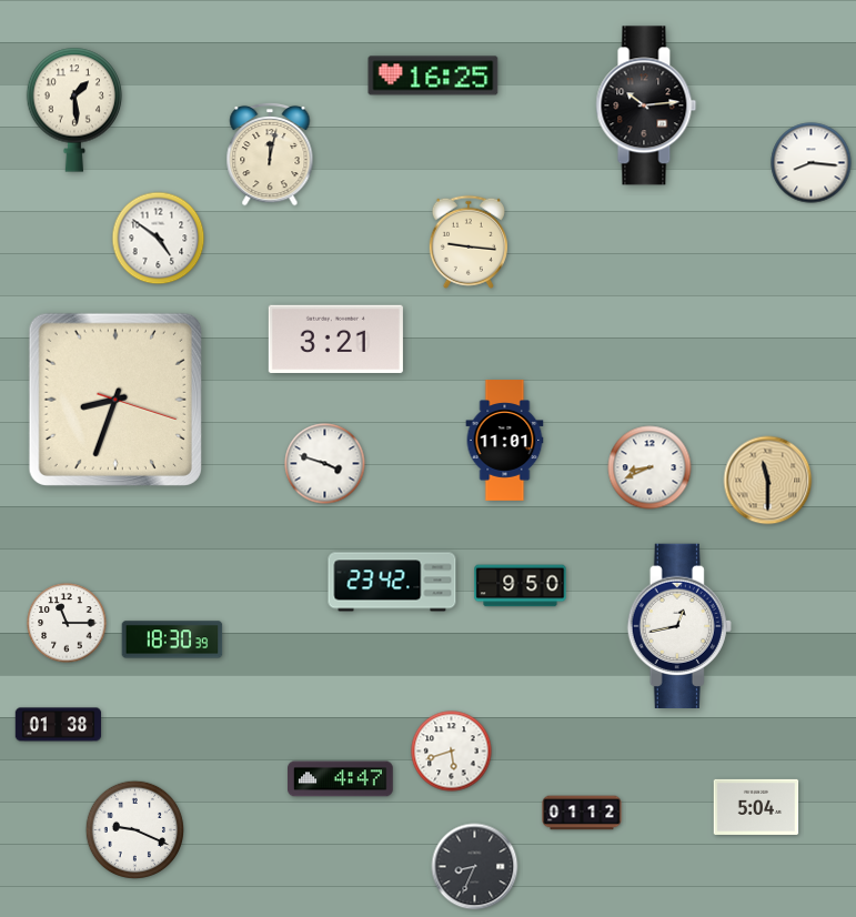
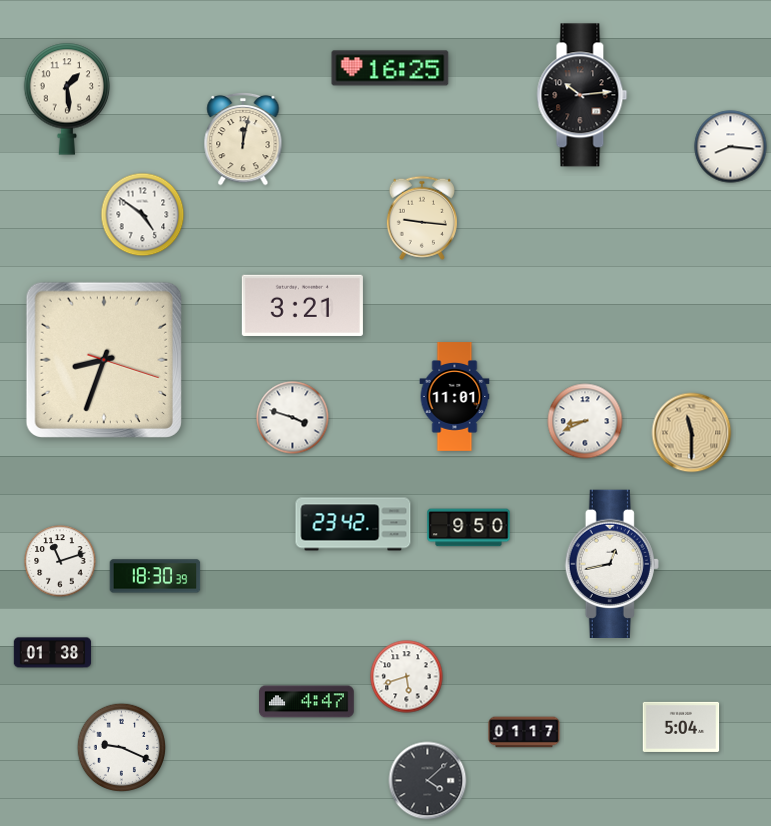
clock at (67, 623): 11:15 -> 11:12
clock at (582, 813): 01:12 -> 01:17
clock at (475, 867): 8:34 -> 4:08
